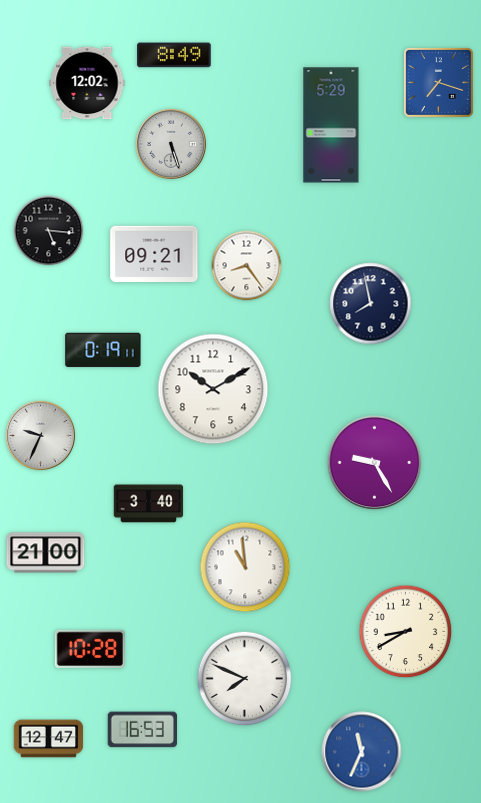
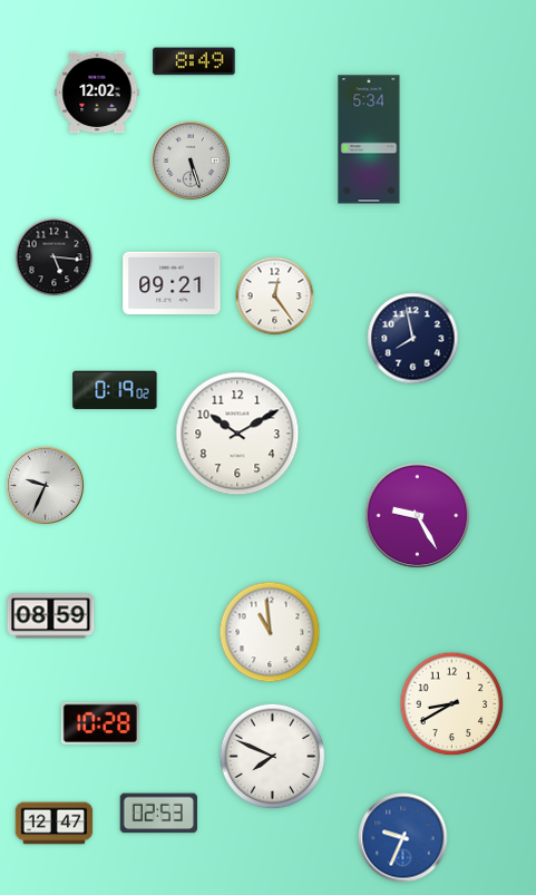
clock at (438, 82): 7:18 -> none
clock at (331, 125): 5:29 -> 5:34
clock at (247, 266): 8:24 -> 12:24
clock at (103, 350): 0:19:11 -> 0:19:02
clock at (149, 504): 3:40 -> none
clock at (46, 553): 21:00 -> 08:59
clock at (245, 567) position: (245, 567) -> (270, 632)
clock at (143, 730): 16:53 -> 02:53
clock at (362, 752): 11:34 -> 9:34
